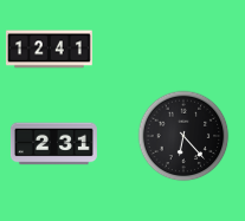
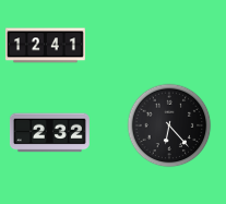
clock at (53, 144): 2:31 -> 2:32
